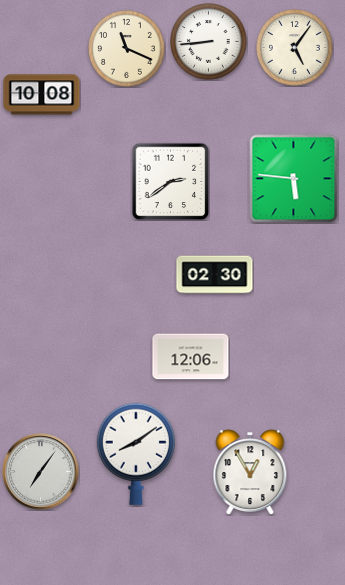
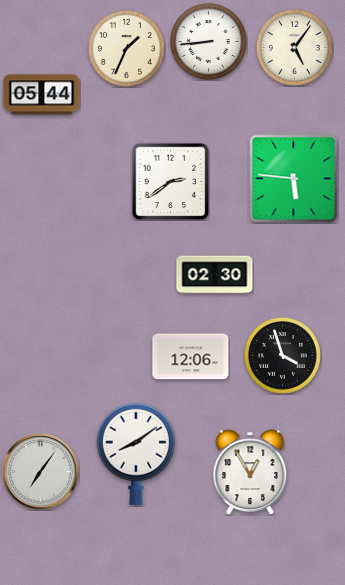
clock at (127, 49): 11:19 -> 1:34
clock at (42, 95): 10:08 -> 05:44
clock at (283, 356): none -> 3:57
